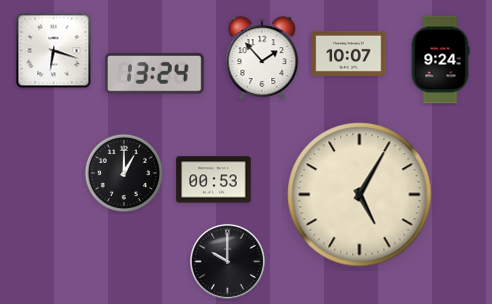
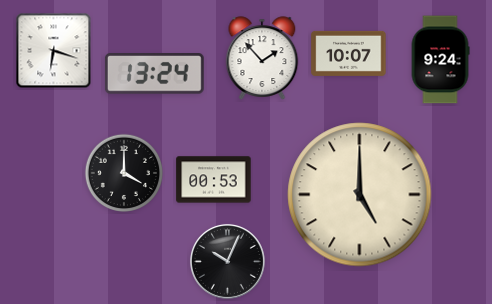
clock at (123, 172): 1:00 -> 4:00
clock at (360, 195): 5:05 -> 5:00
clock at (227, 261): 10:00 -> 10:04
